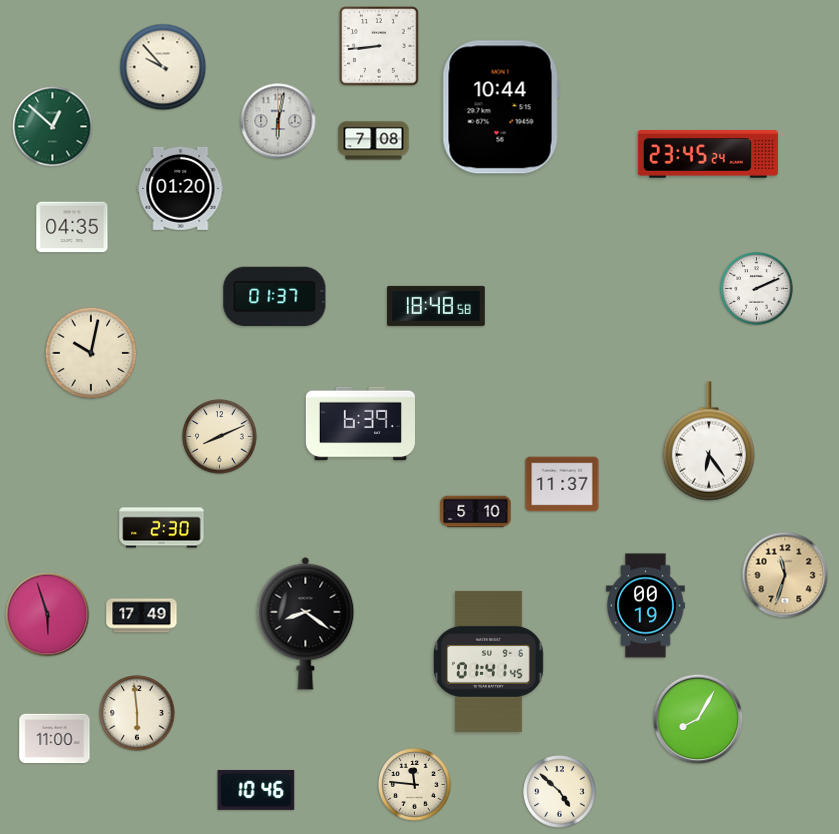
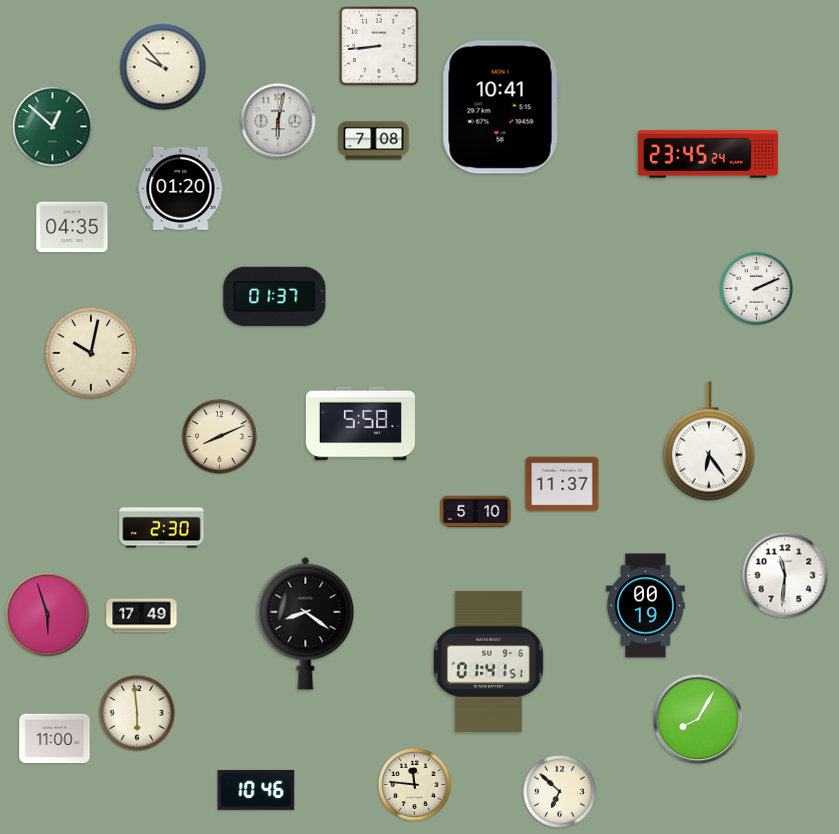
clock at (501, 107): 10:44 -> 10:41
clock at (436, 306): 18:48 -> none
clock at (360, 424): 6:39 -> 5:58
clock at (785, 575): 11:33 -> 11:31
clock at (785, 575) dial: champagne -> white
clock at (489, 661): 01:41:45 -> 01:41:51
clock at (560, 792): 4:52 -> 6:52
